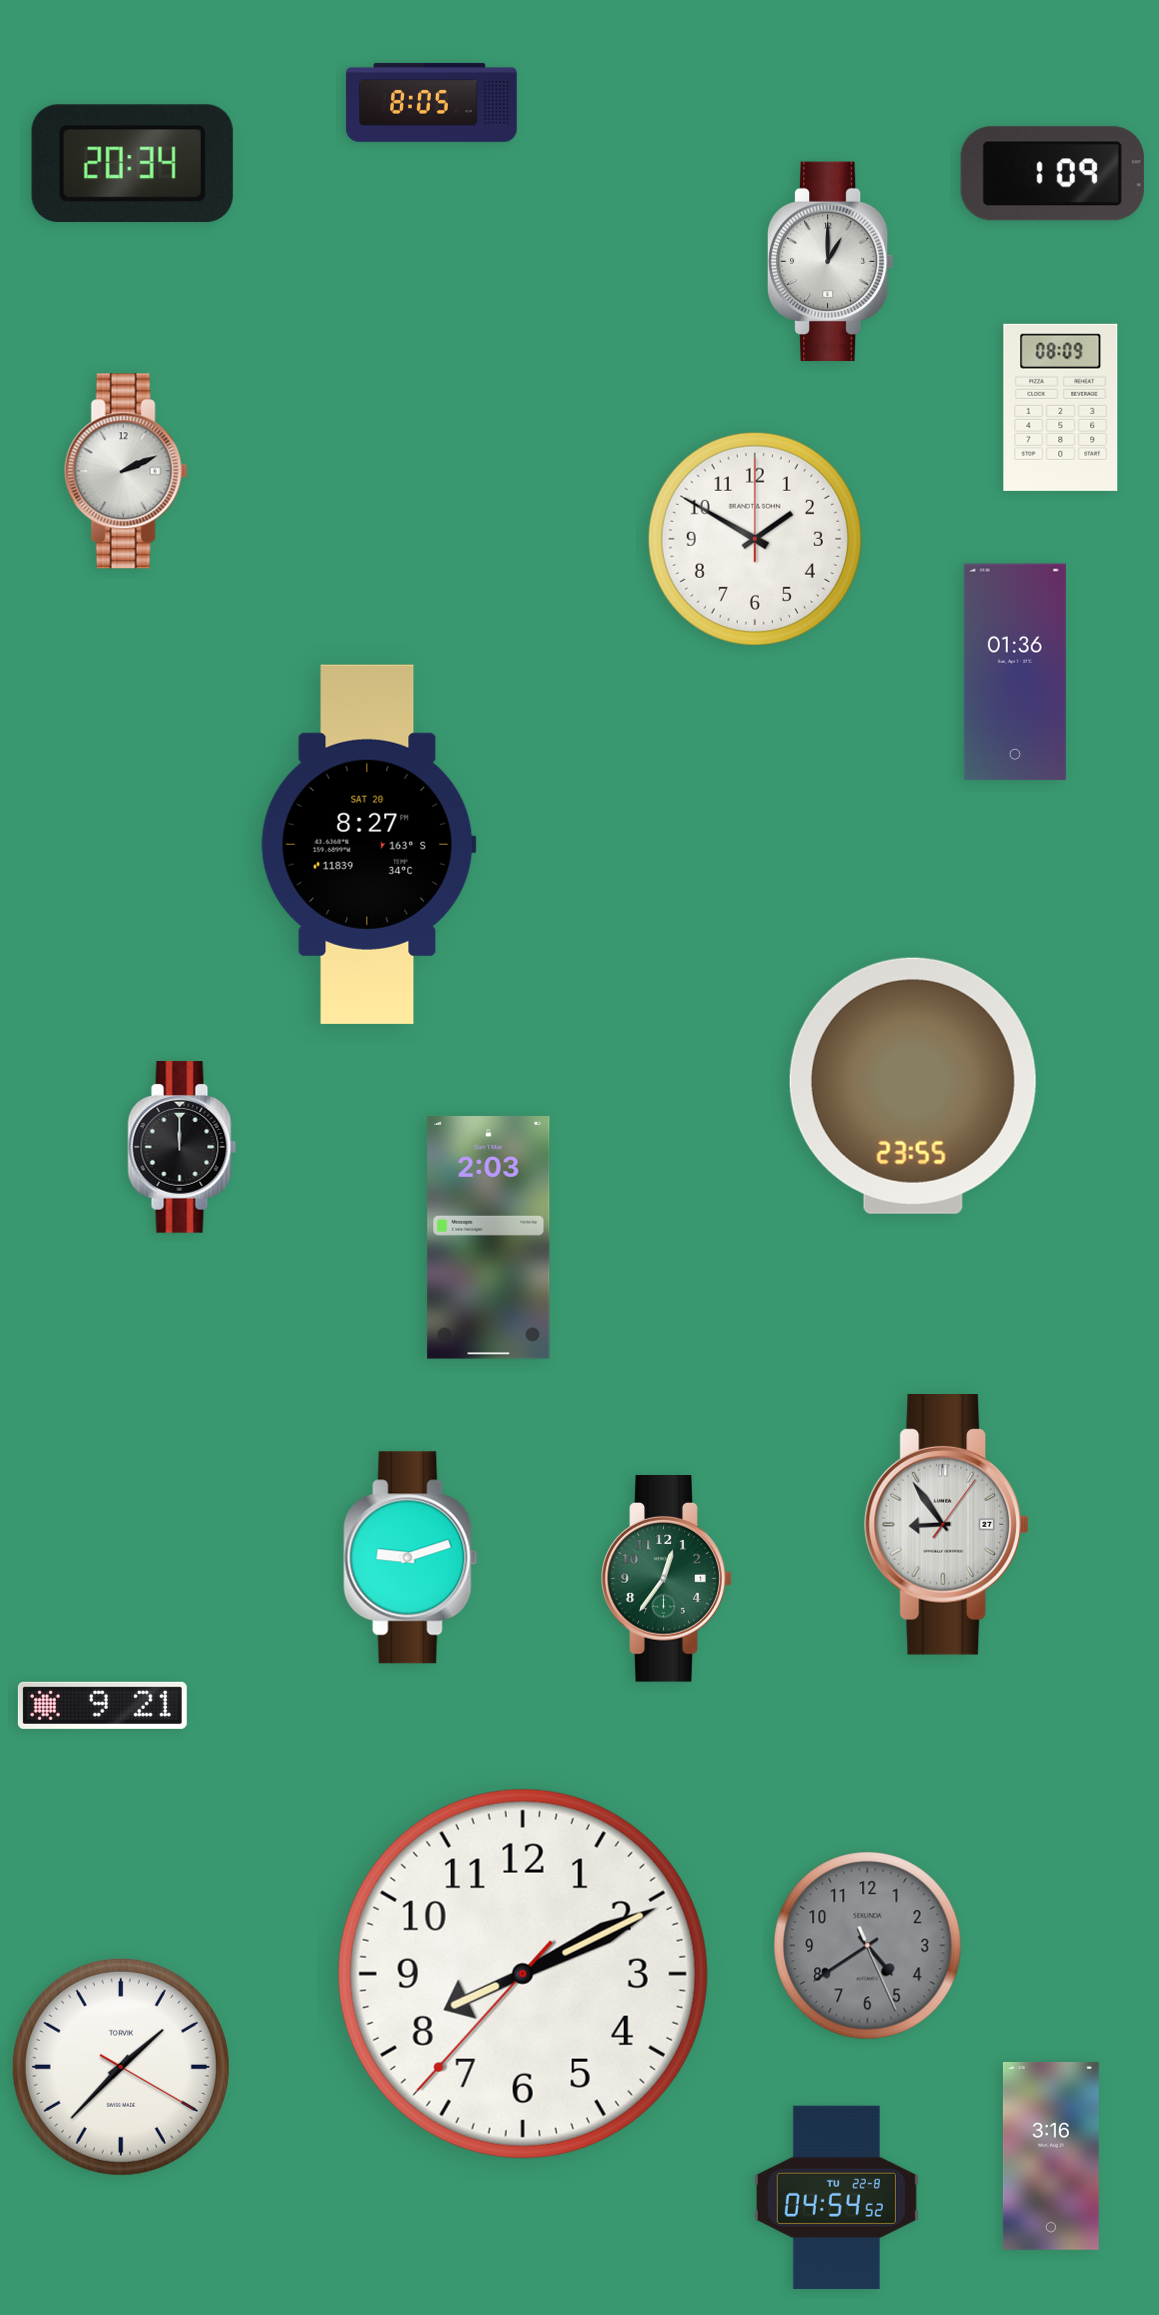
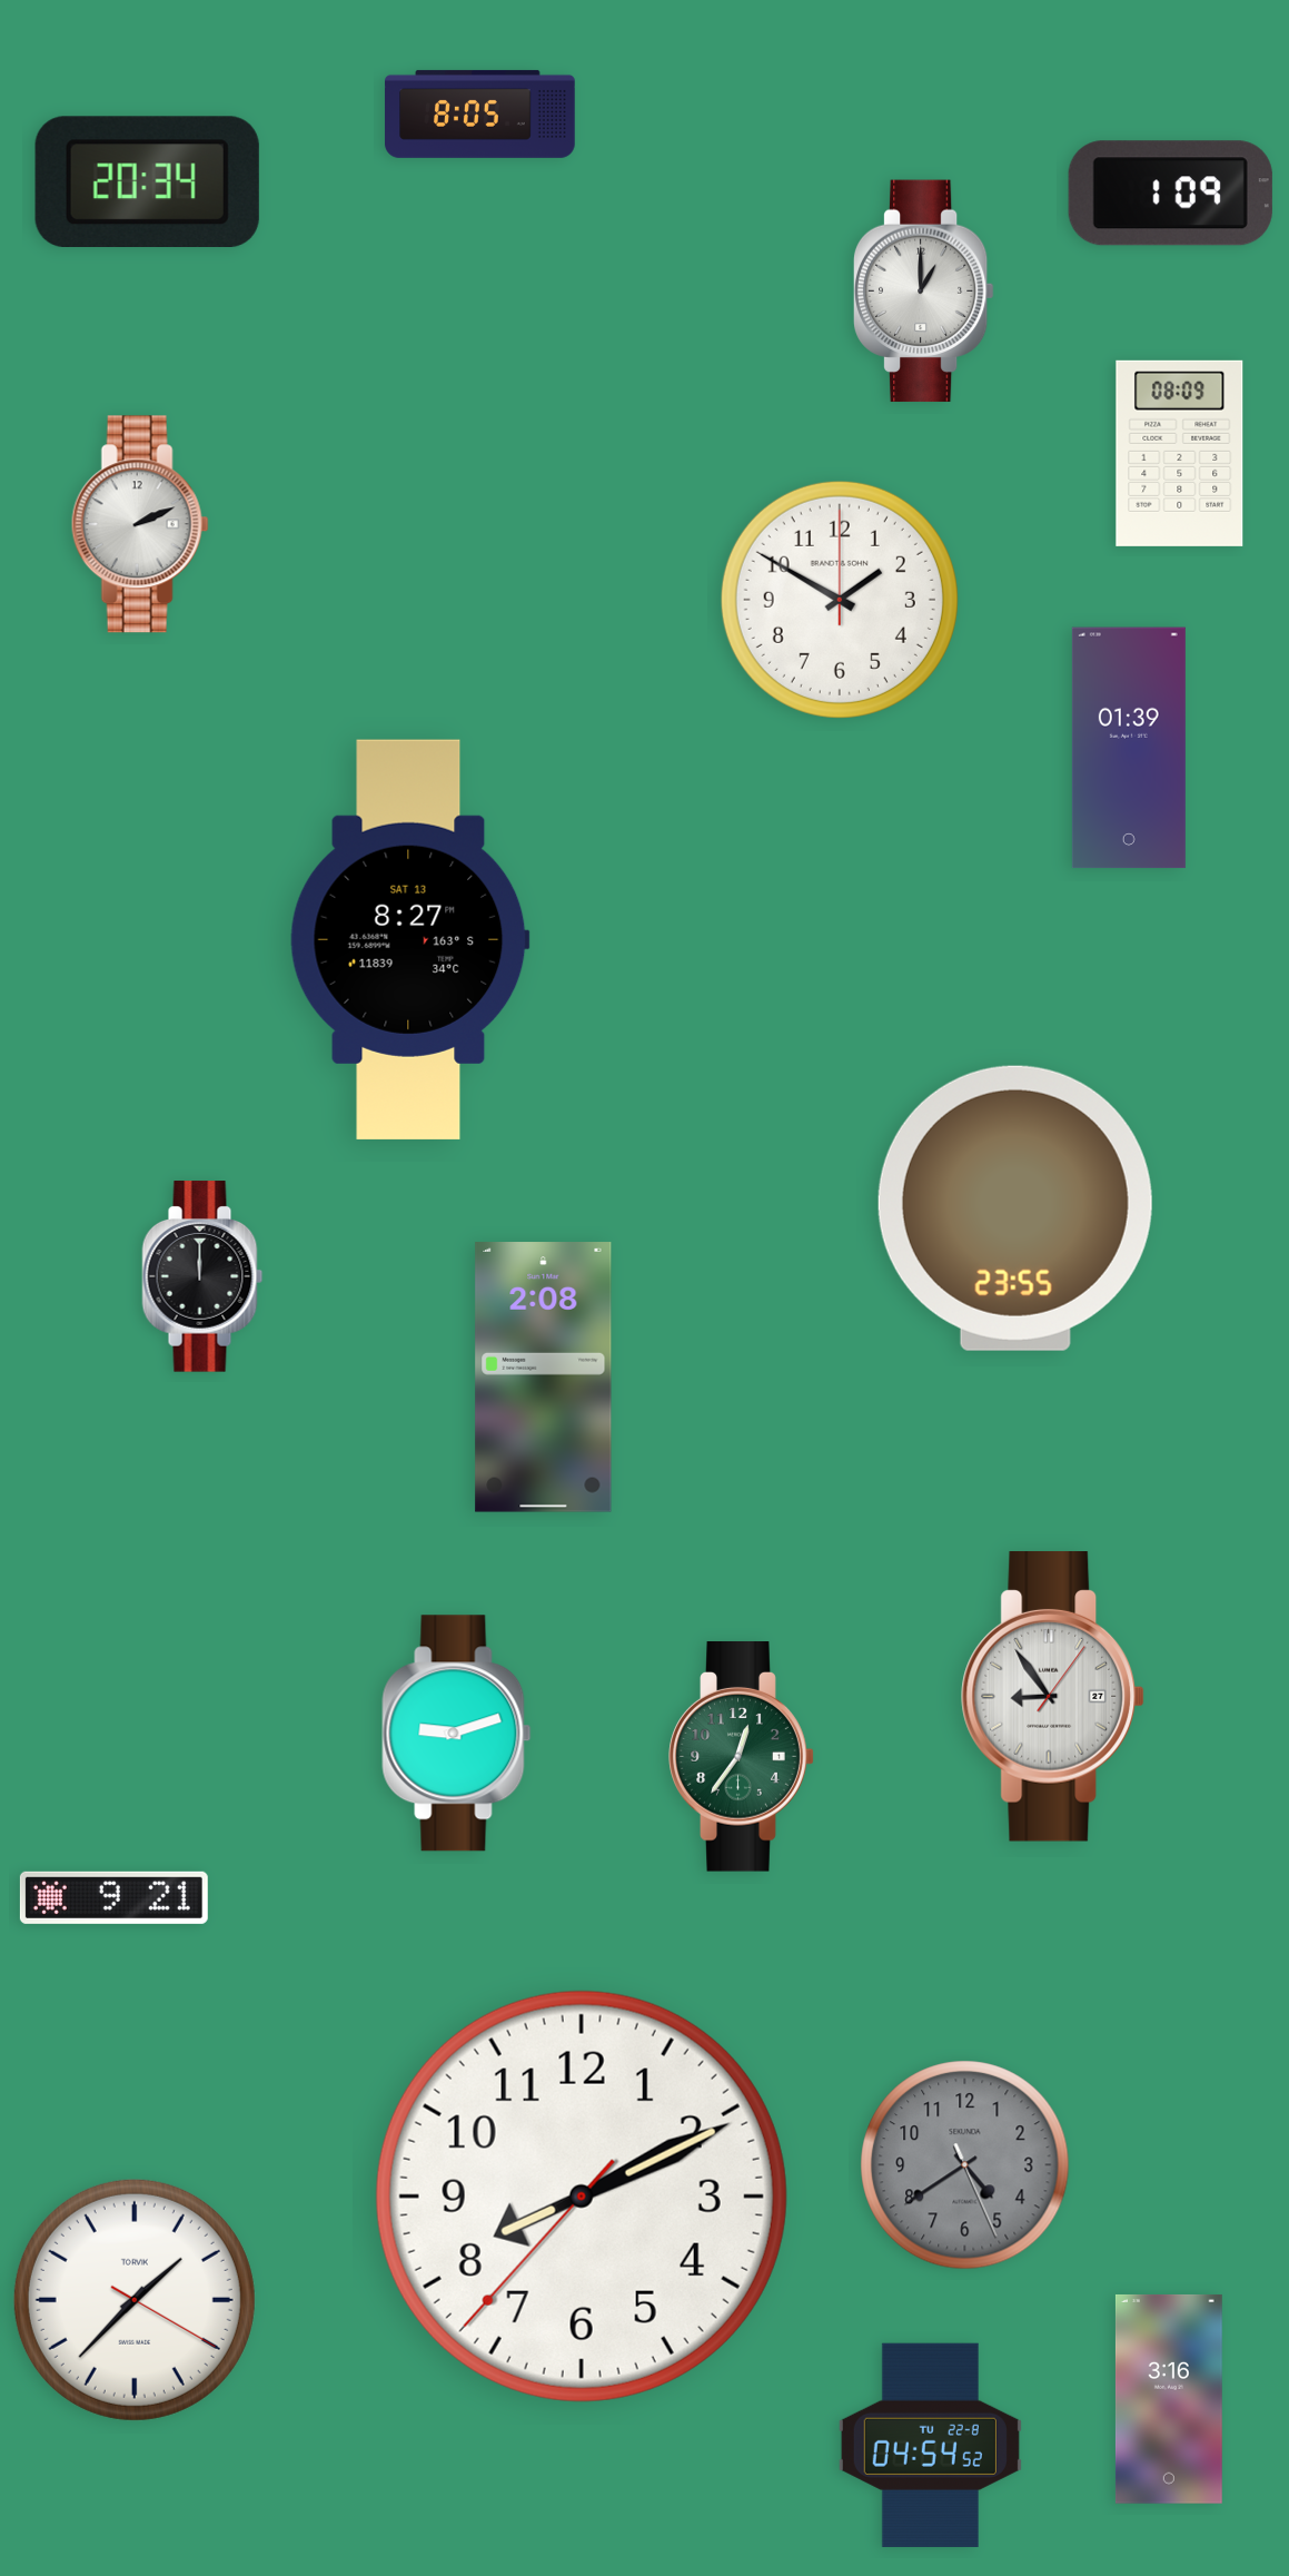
clock at (1015, 672): 01:36 -> 01:39
clock at (368, 844) date: SAT 20 -> SAT 13
clock at (489, 1238): 2:03 -> 2:08
